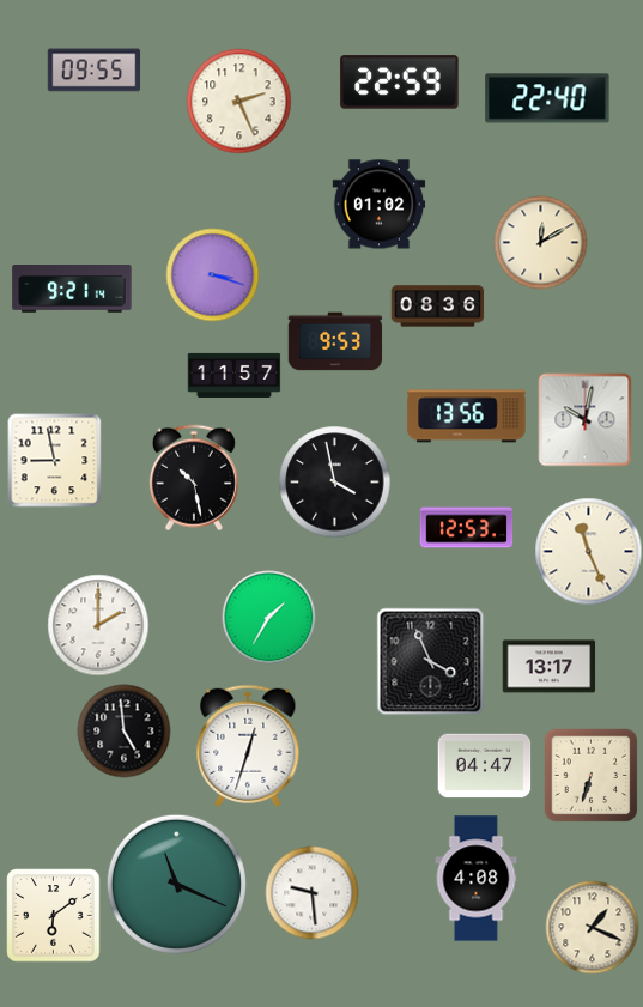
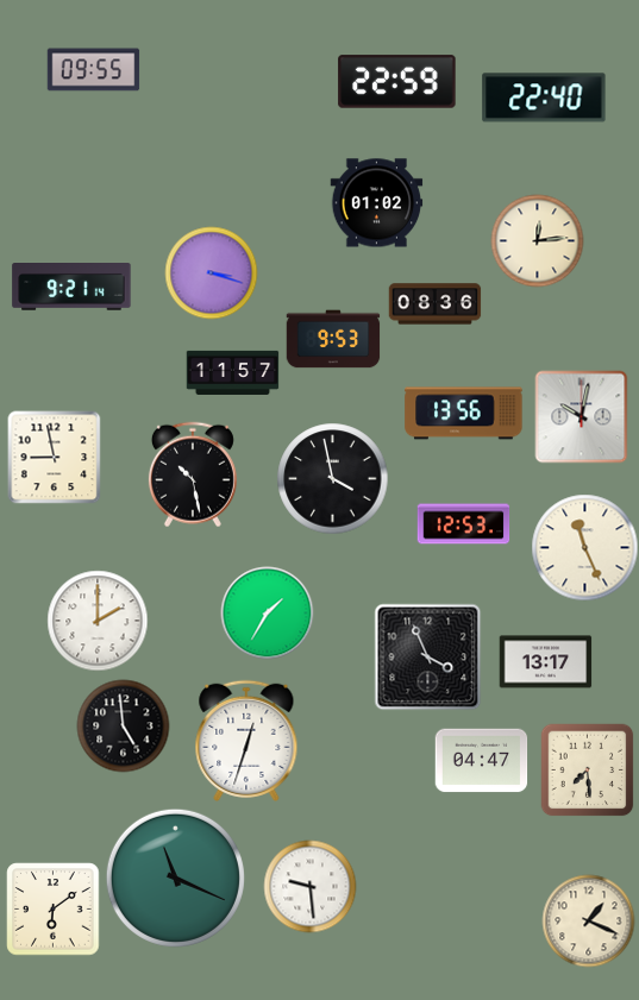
clock at (238, 101): 2:26 -> none
clock at (540, 242): 12:10 -> 12:14
clock at (590, 775): 6:33 -> 7:29
clock at (477, 879): 4:08 -> none
